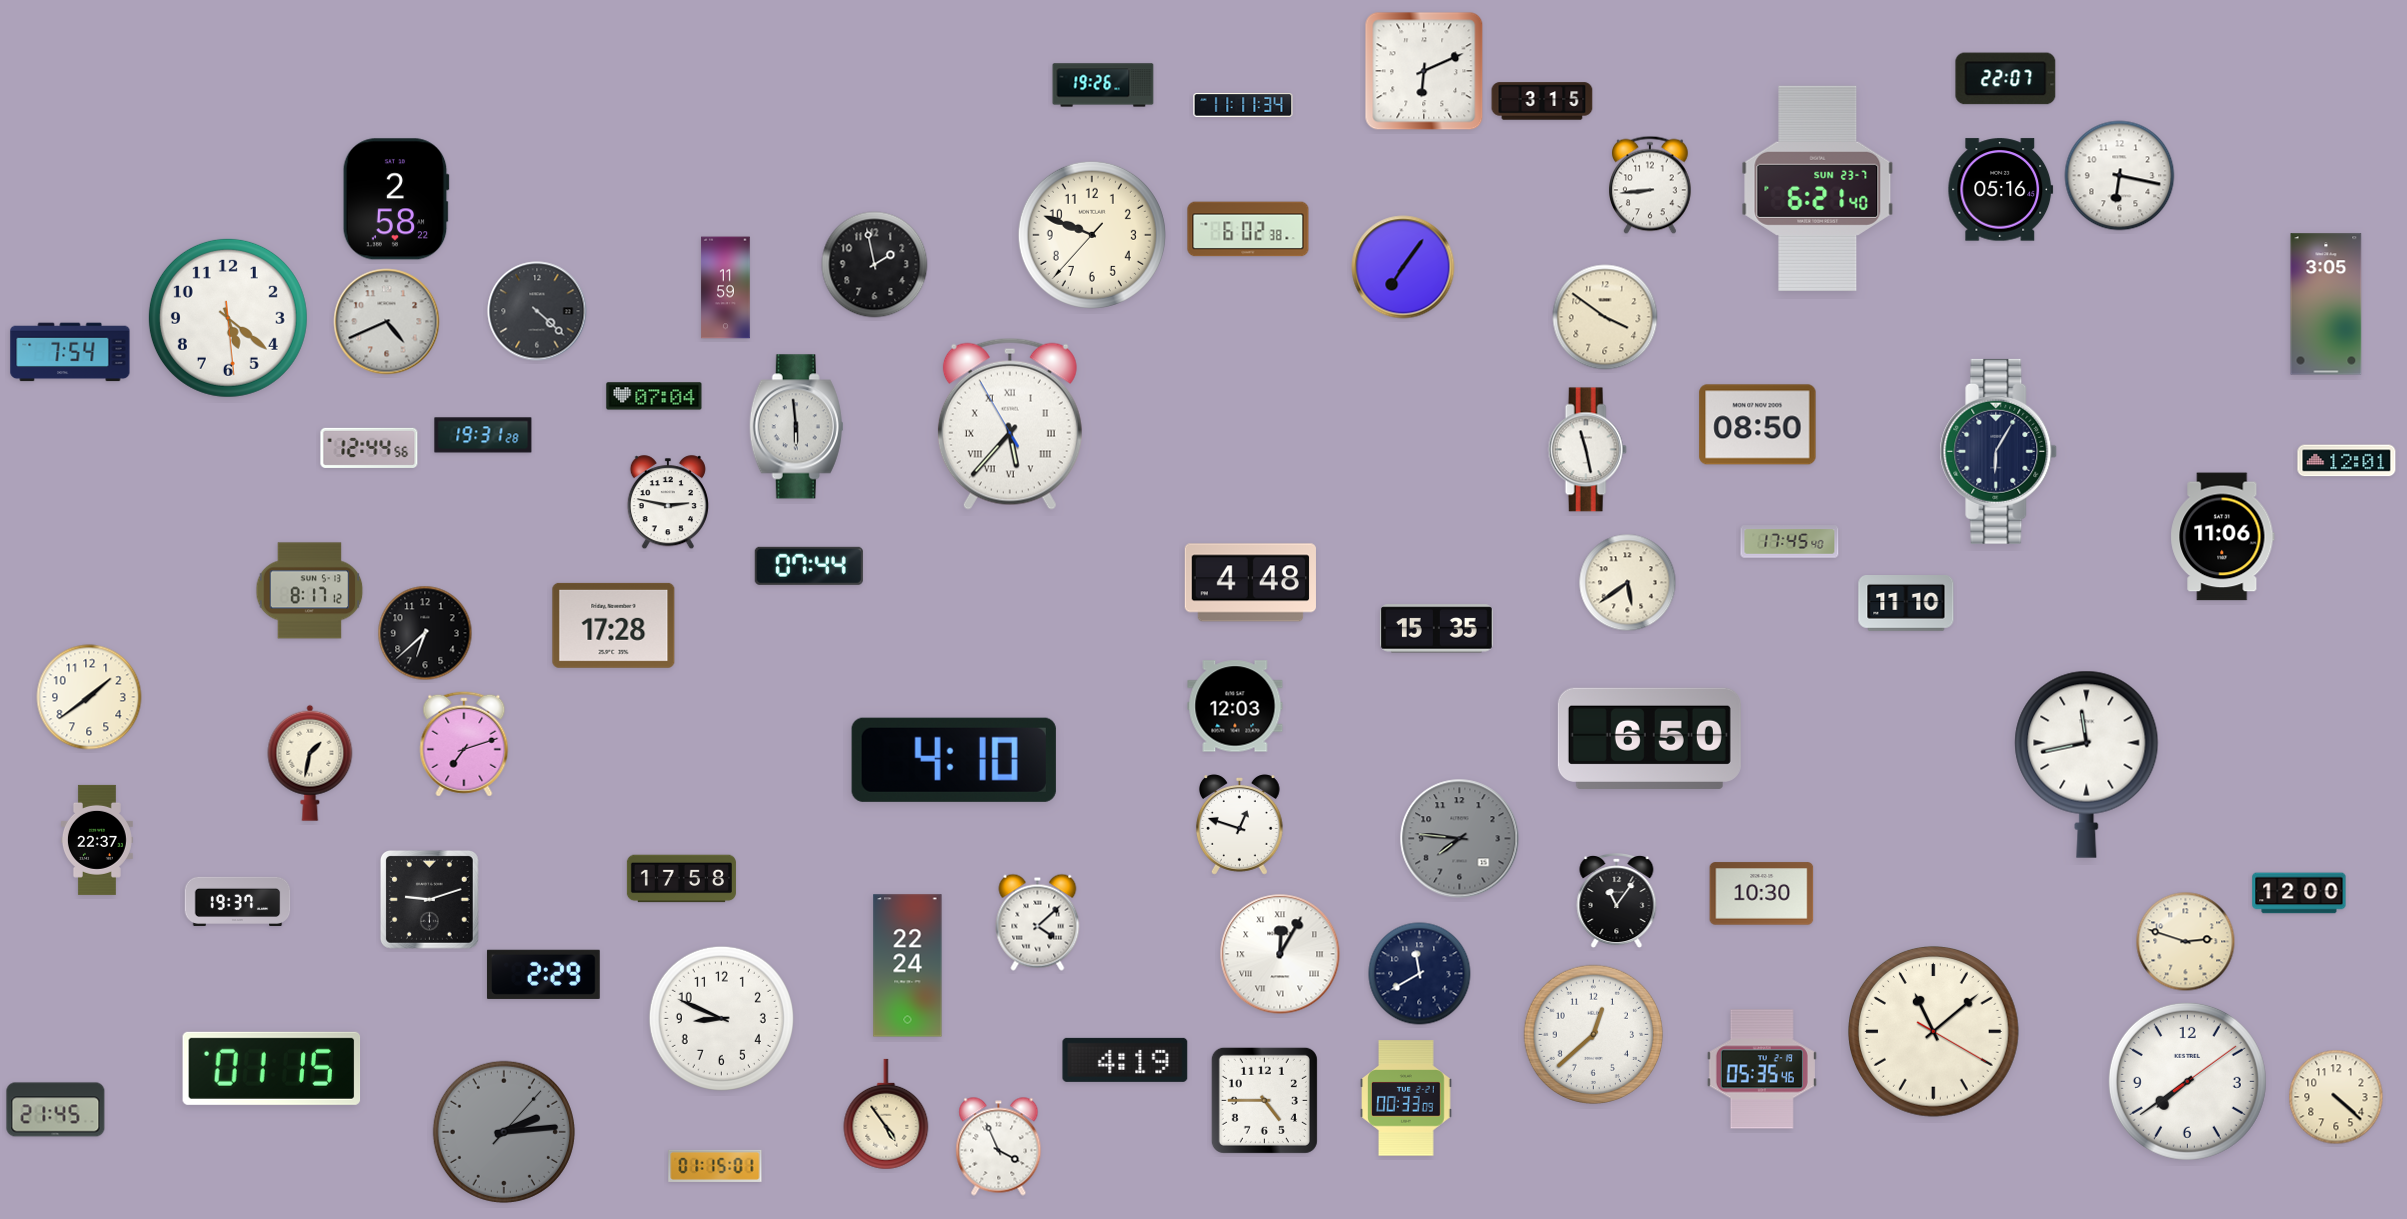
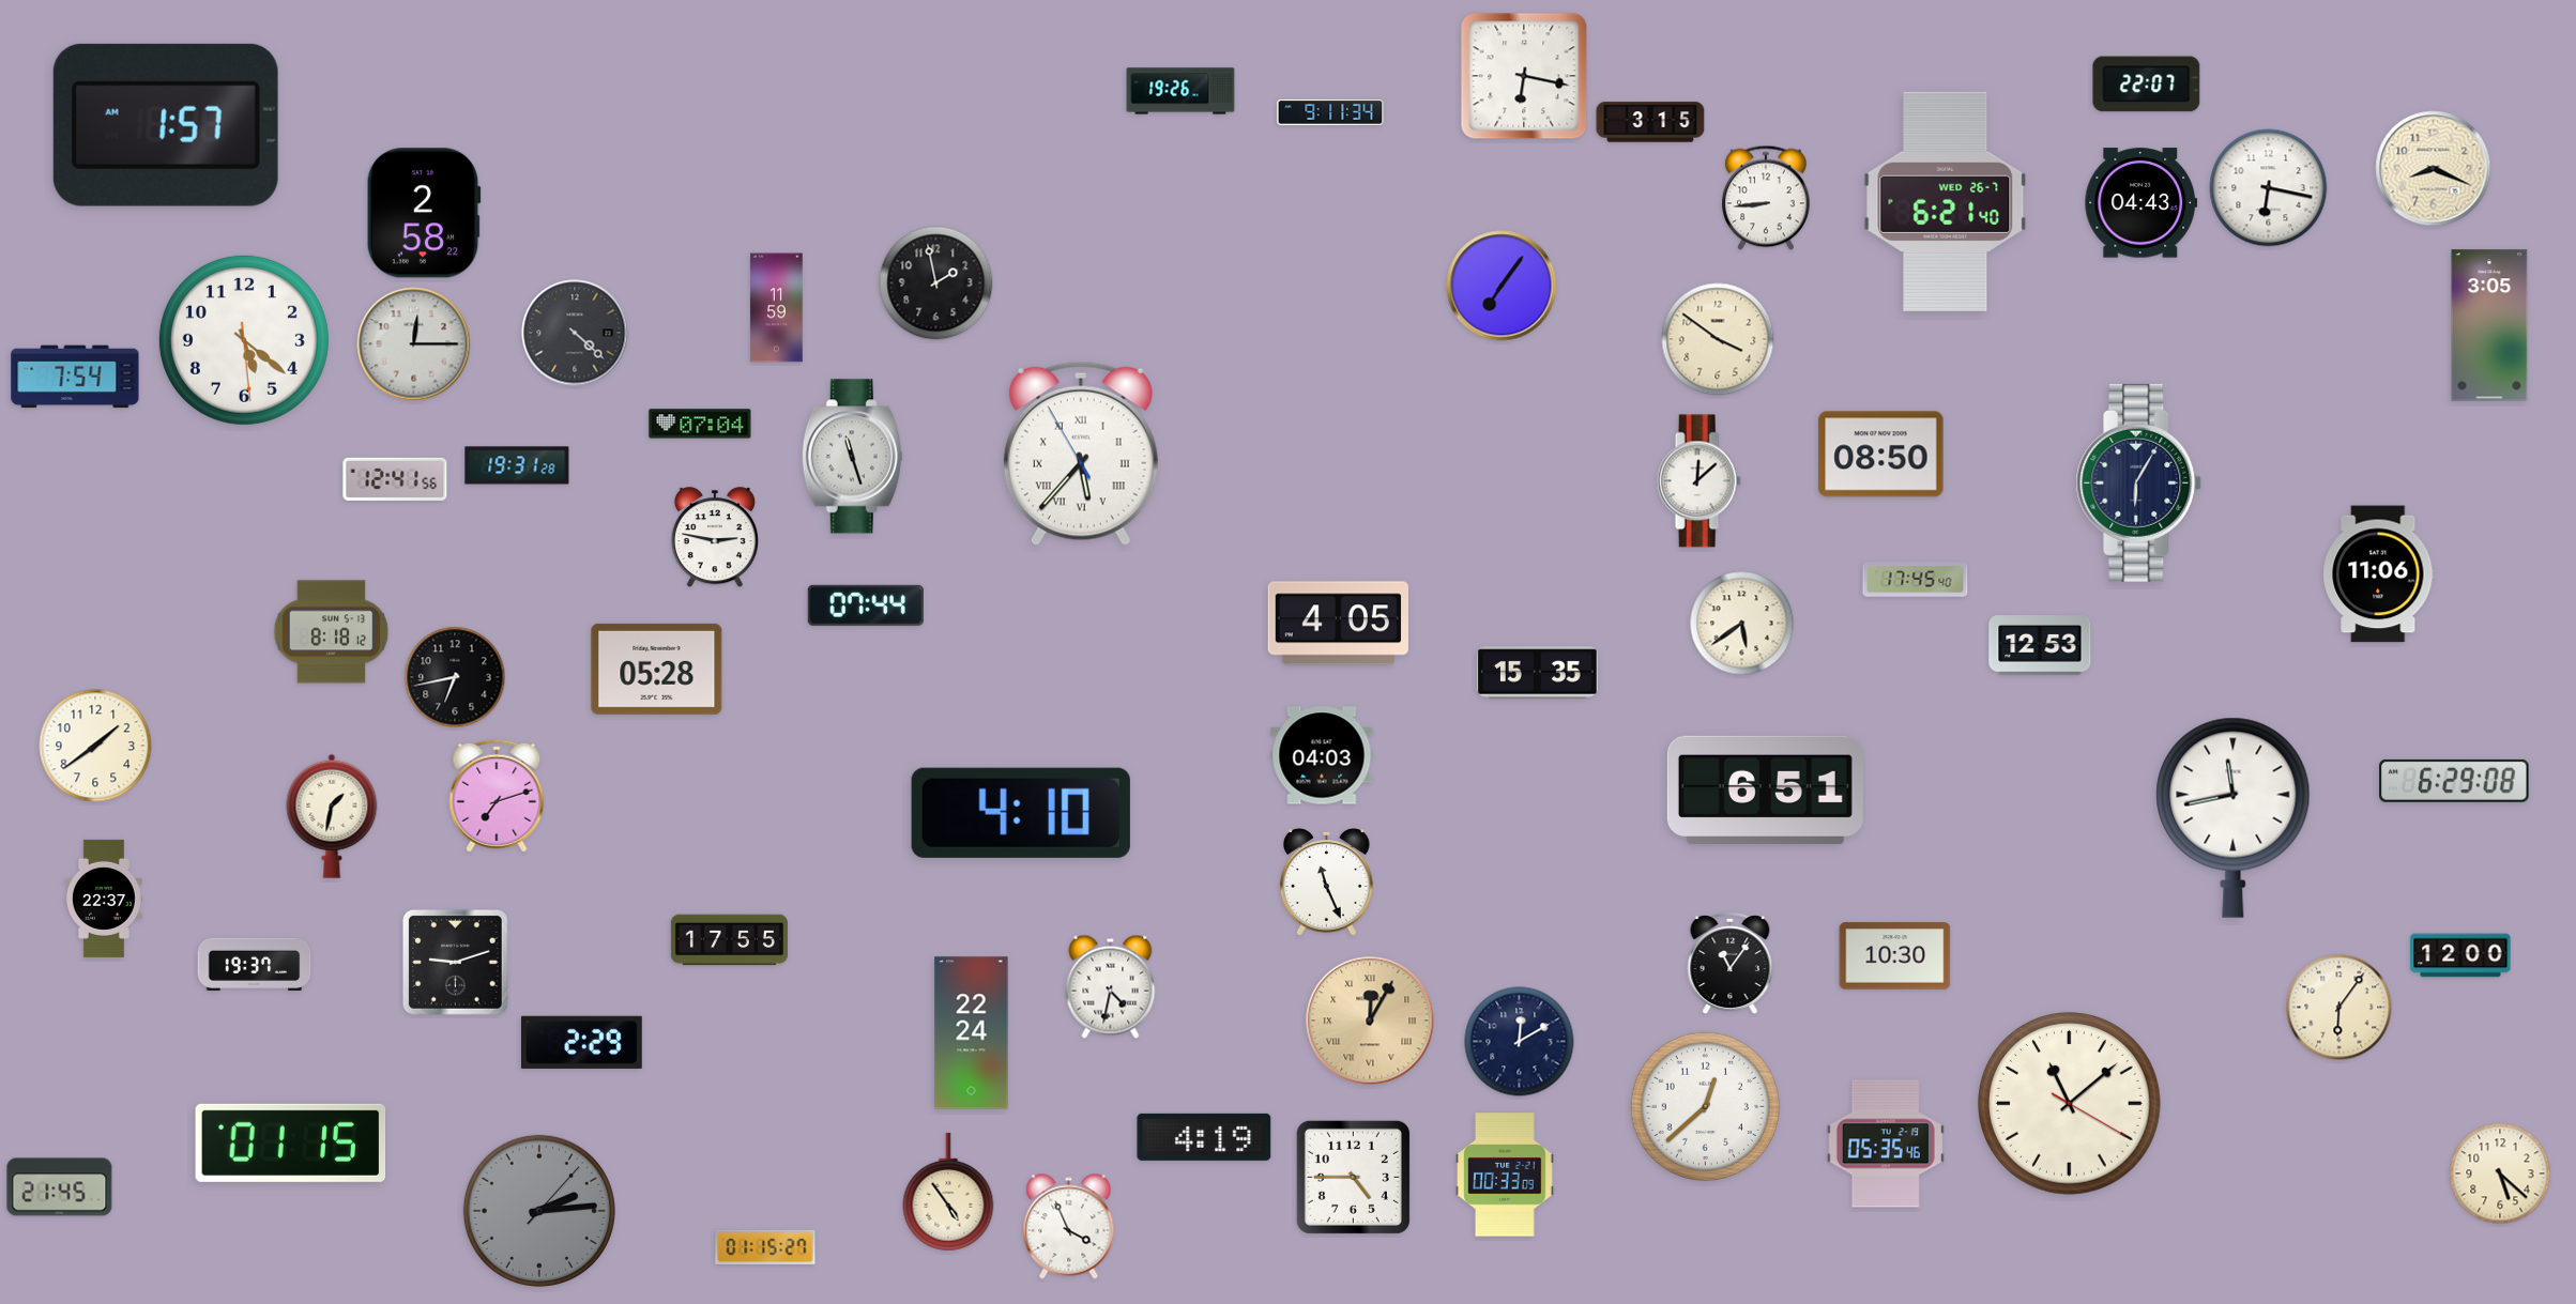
clock at (1424, 71): 6:11 -> 6:17
clock at (1542, 101) position: (1542, 101) -> (1650, 122)
clock at (1243, 105): 11:11 -> 9:11
clock at (166, 125): none -> 1:57
clock at (2434, 169): none -> 8:19
clock at (1818, 188) date: SUN 23-7 -> WED 26-7
clock at (2001, 190): 05:16 -> 04:43
clock at (1248, 229): 6:02 -> none
clock at (1092, 235): 9:48 -> none
clock at (387, 322): 4:41 -> 12:15
clock at (796, 427): 5:59 -> 11:27
clock at (369, 448): 12:44 -> 12:41
clock at (1587, 450): 11:28 -> 12:08
clock at (2347, 461): 12:01 -> none
clock at (1250, 583): 4:48 -> 4:05
clock at (310, 591): 8:17 -> 8:18
clock at (1906, 604): 11:10 -> 12:53
clock at (614, 625): 17:28 -> 05:28
clock at (425, 633): 6:38 -> 6:43
clock at (1235, 706): 12:03 -> 04:03
clock at (2454, 781): none -> 6:29
clock at (1649, 738): 6:50 -> 6:51
clock at (1239, 825): 12:48 -> 11:26
clock at (1460, 839): 7:46 -> none
clock at (681, 879): 17:58 -> 17:55
clock at (1762, 894) position: (1762, 894) -> (1895, 956)
clock at (429, 899) position: (429, 899) -> (455, 962)
clock at (1038, 922): 4:08 -> 4:32
clock at (2186, 942): 2:48 -> 6:06
clock at (1280, 954) dial: white -> champagne
clock at (1420, 974): 11:40 -> 12:10
clock at (721, 1018): 8:49 -> none
clock at (1125, 1060) position: (1125, 1060) -> (1204, 1137)
clock at (2187, 1081): 7:39 -> none
clock at (2336, 1097): 4:22 -> 5:22
clock at (715, 1166): 01:15:01 -> 01:15:27
